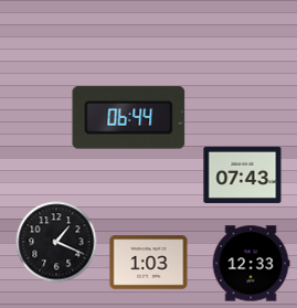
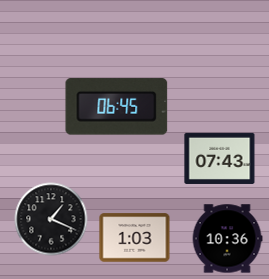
clock at (129, 118): 06:44 -> 06:45
clock at (251, 264): 12:33 -> 10:36
